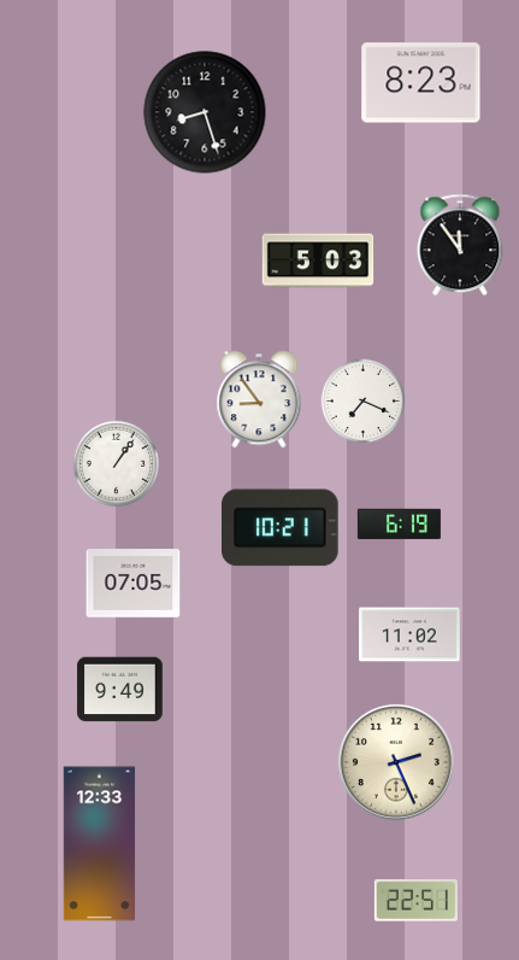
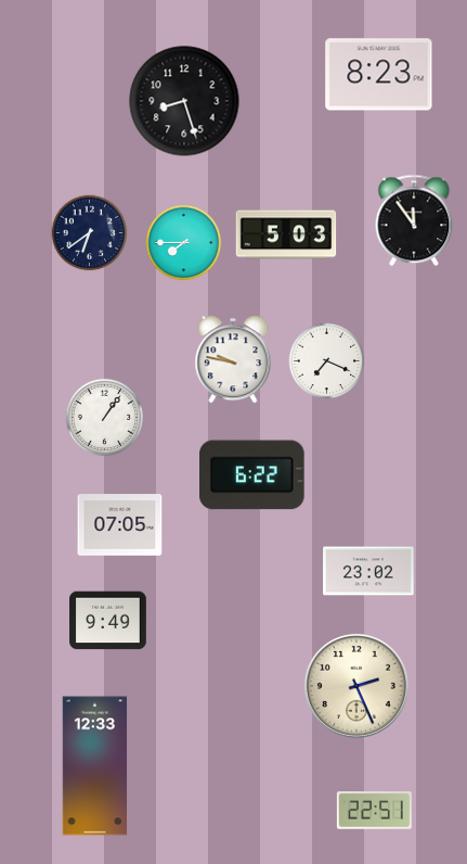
clock at (90, 233): none -> 6:39
clock at (184, 243): none -> 7:45
clock at (259, 399): 8:54 -> 9:47
clock at (399, 525): 6:19 -> none
clock at (281, 528): 10:21 -> 6:22
clock at (409, 634): 11:02 -> 23:02
clock at (100, 844) position: (100, 844) -> (95, 766)
